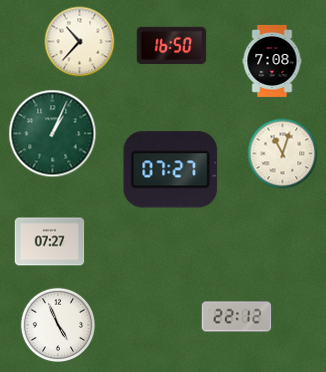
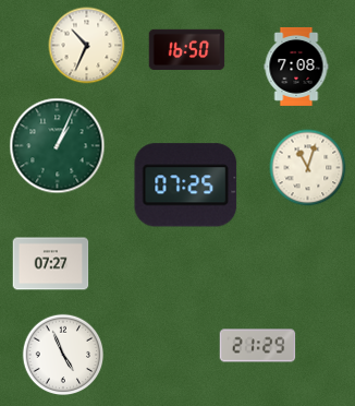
clock at (80, 42): 10:37 -> 10:34
clock at (171, 170): 07:27 -> 07:25
clock at (50, 242) position: (50, 242) -> (51, 264)
clock at (237, 317): 22:12 -> 21:29
